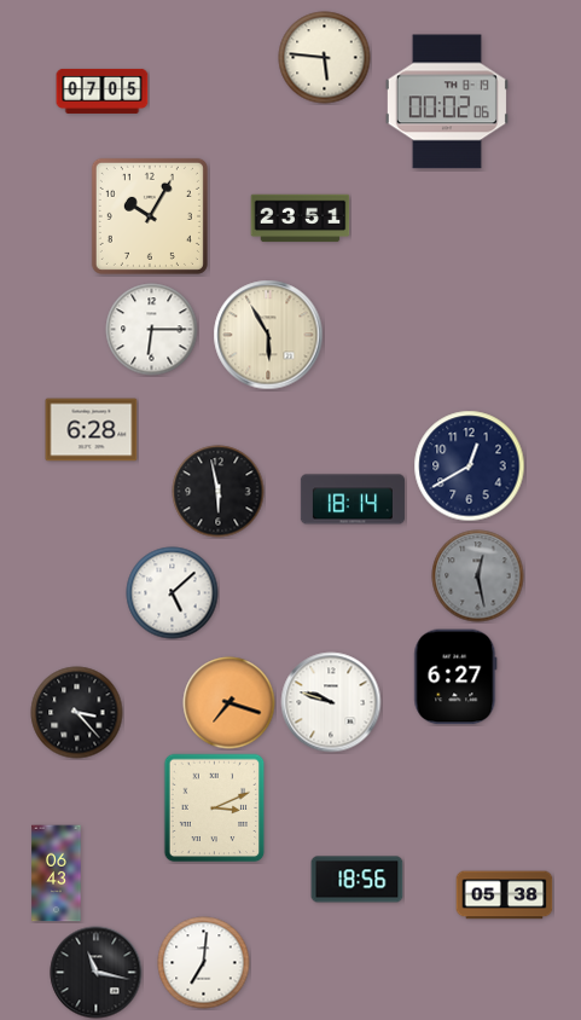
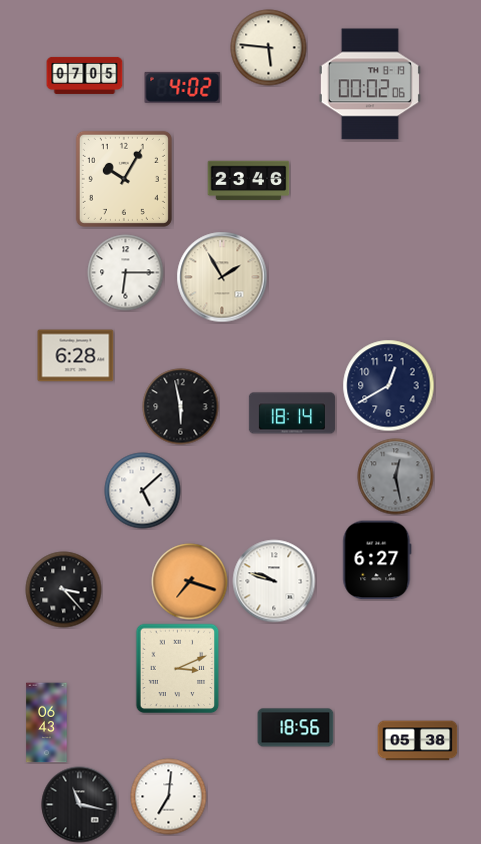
clock at (183, 87): none -> 4:02
clock at (301, 219): 23:51 -> 23:46
clock at (268, 335): 5:55 -> 1:55
